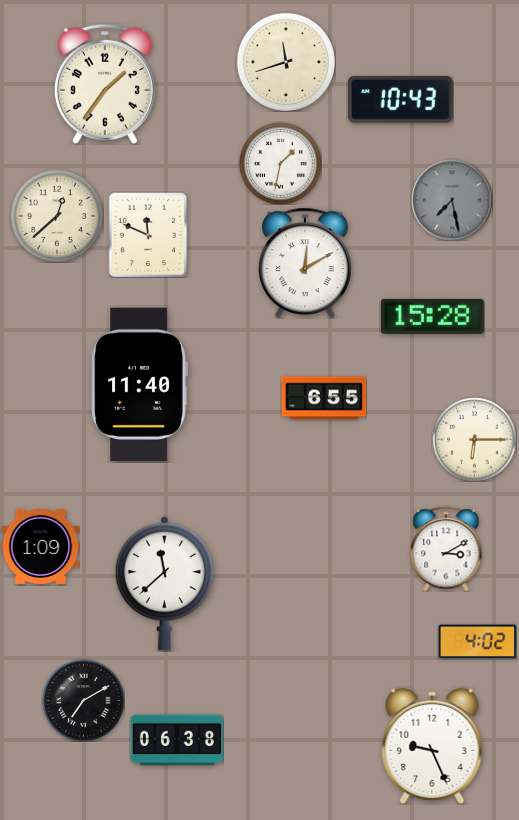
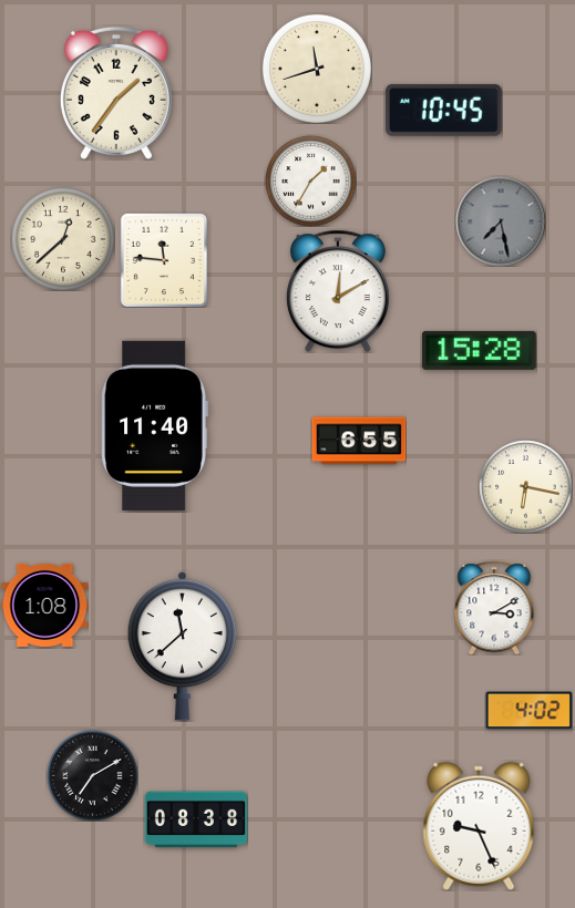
clock at (400, 99): 10:43 -> 10:45
clock at (280, 163): 1:32 -> 1:35
clock at (148, 235): 11:49 -> 11:46
clock at (474, 439): 6:15 -> 6:17
clock at (40, 546): 1:09 -> 1:08
clock at (177, 740): 06:38 -> 08:38
